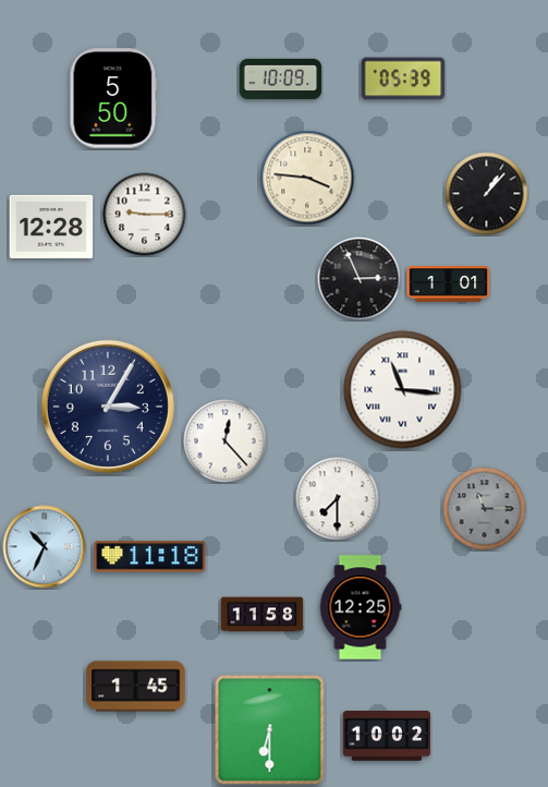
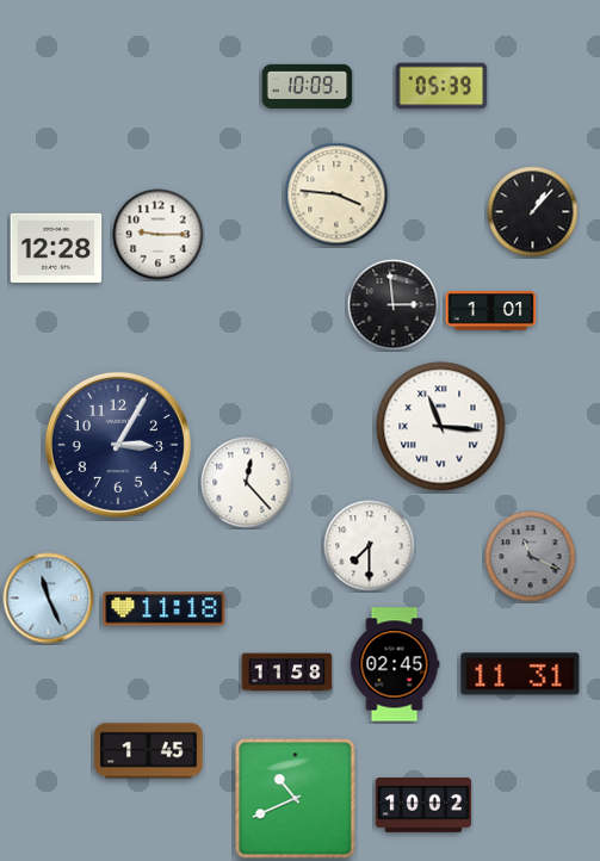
clock at (113, 98): 5:50 -> none
clock at (360, 279): 2:56 -> 2:59
clock at (485, 509): 11:15 -> 11:19
clock at (45, 547): 10:34 -> 11:26
clock at (361, 607): 12:25 -> 02:45
clock at (520, 674): none -> 11:31
clock at (270, 730): 6:30 -> 10:41
